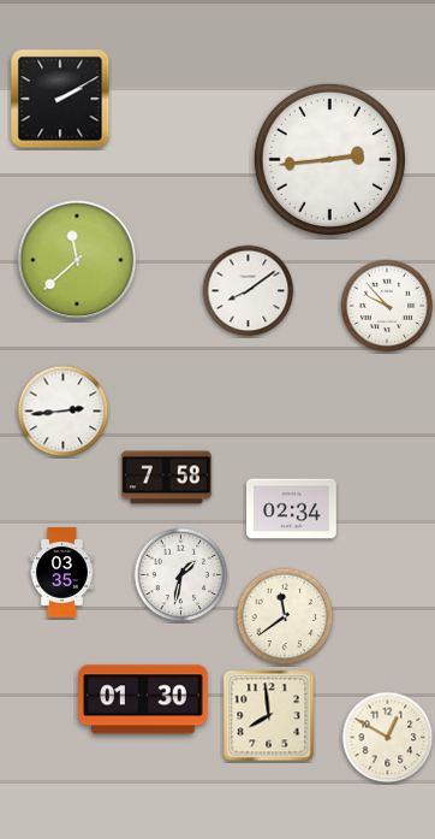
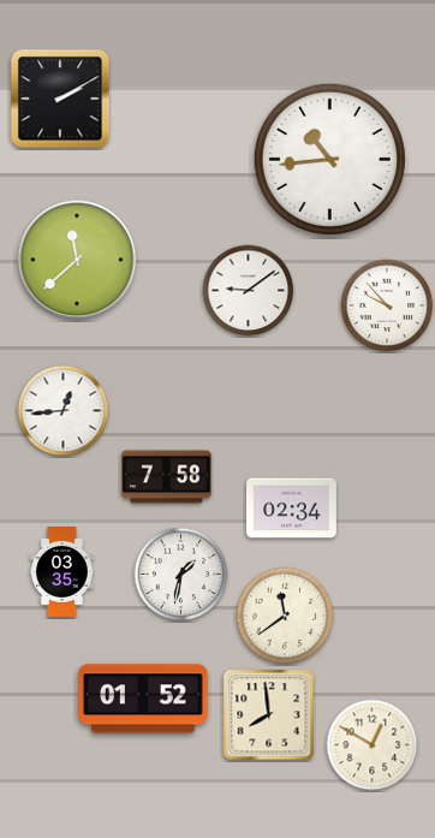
clock at (329, 159): 2:44 -> 10:44
clock at (249, 291): 8:09 -> 9:09
clock at (64, 412): 2:44 -> 12:44
clock at (143, 699): 01:30 -> 01:52
clock at (388, 738) position: (388, 738) -> (373, 745)
